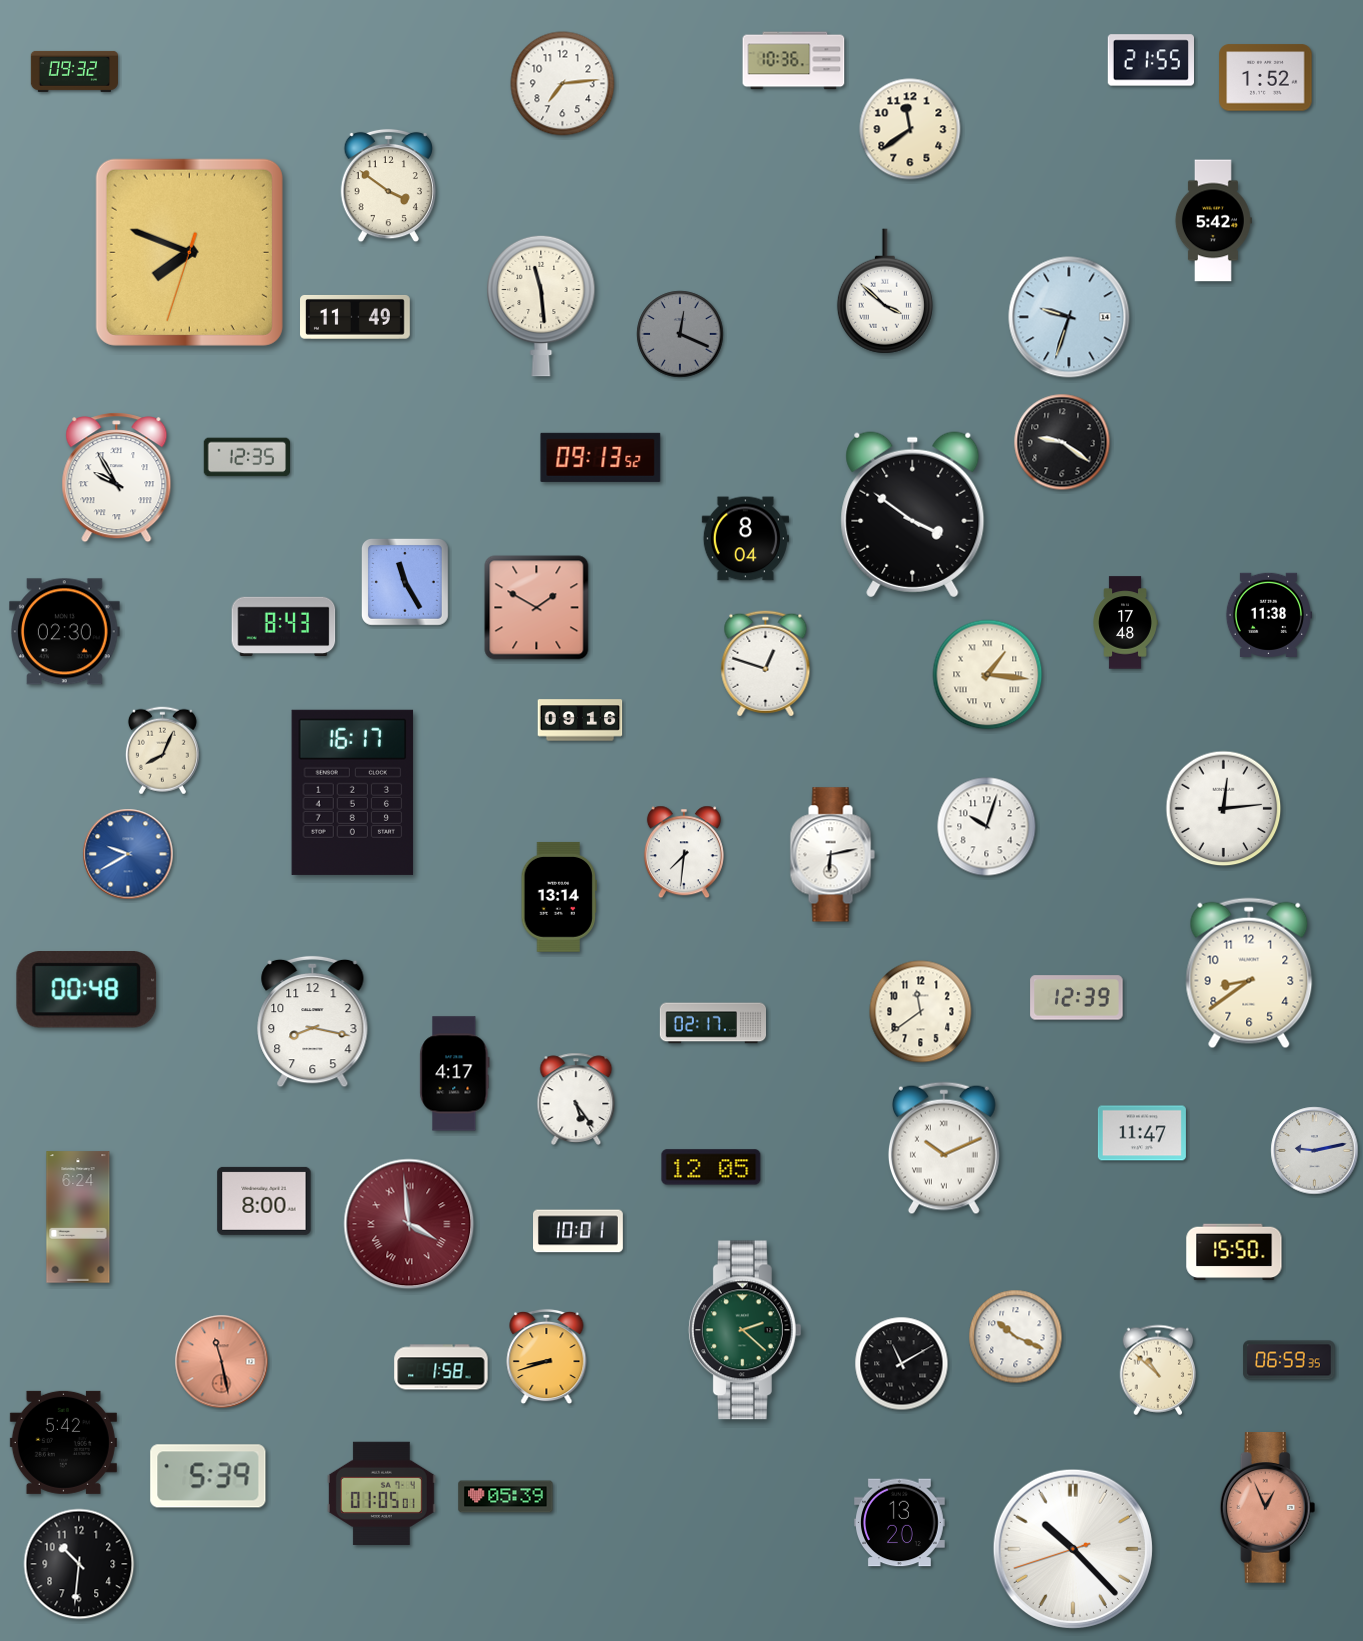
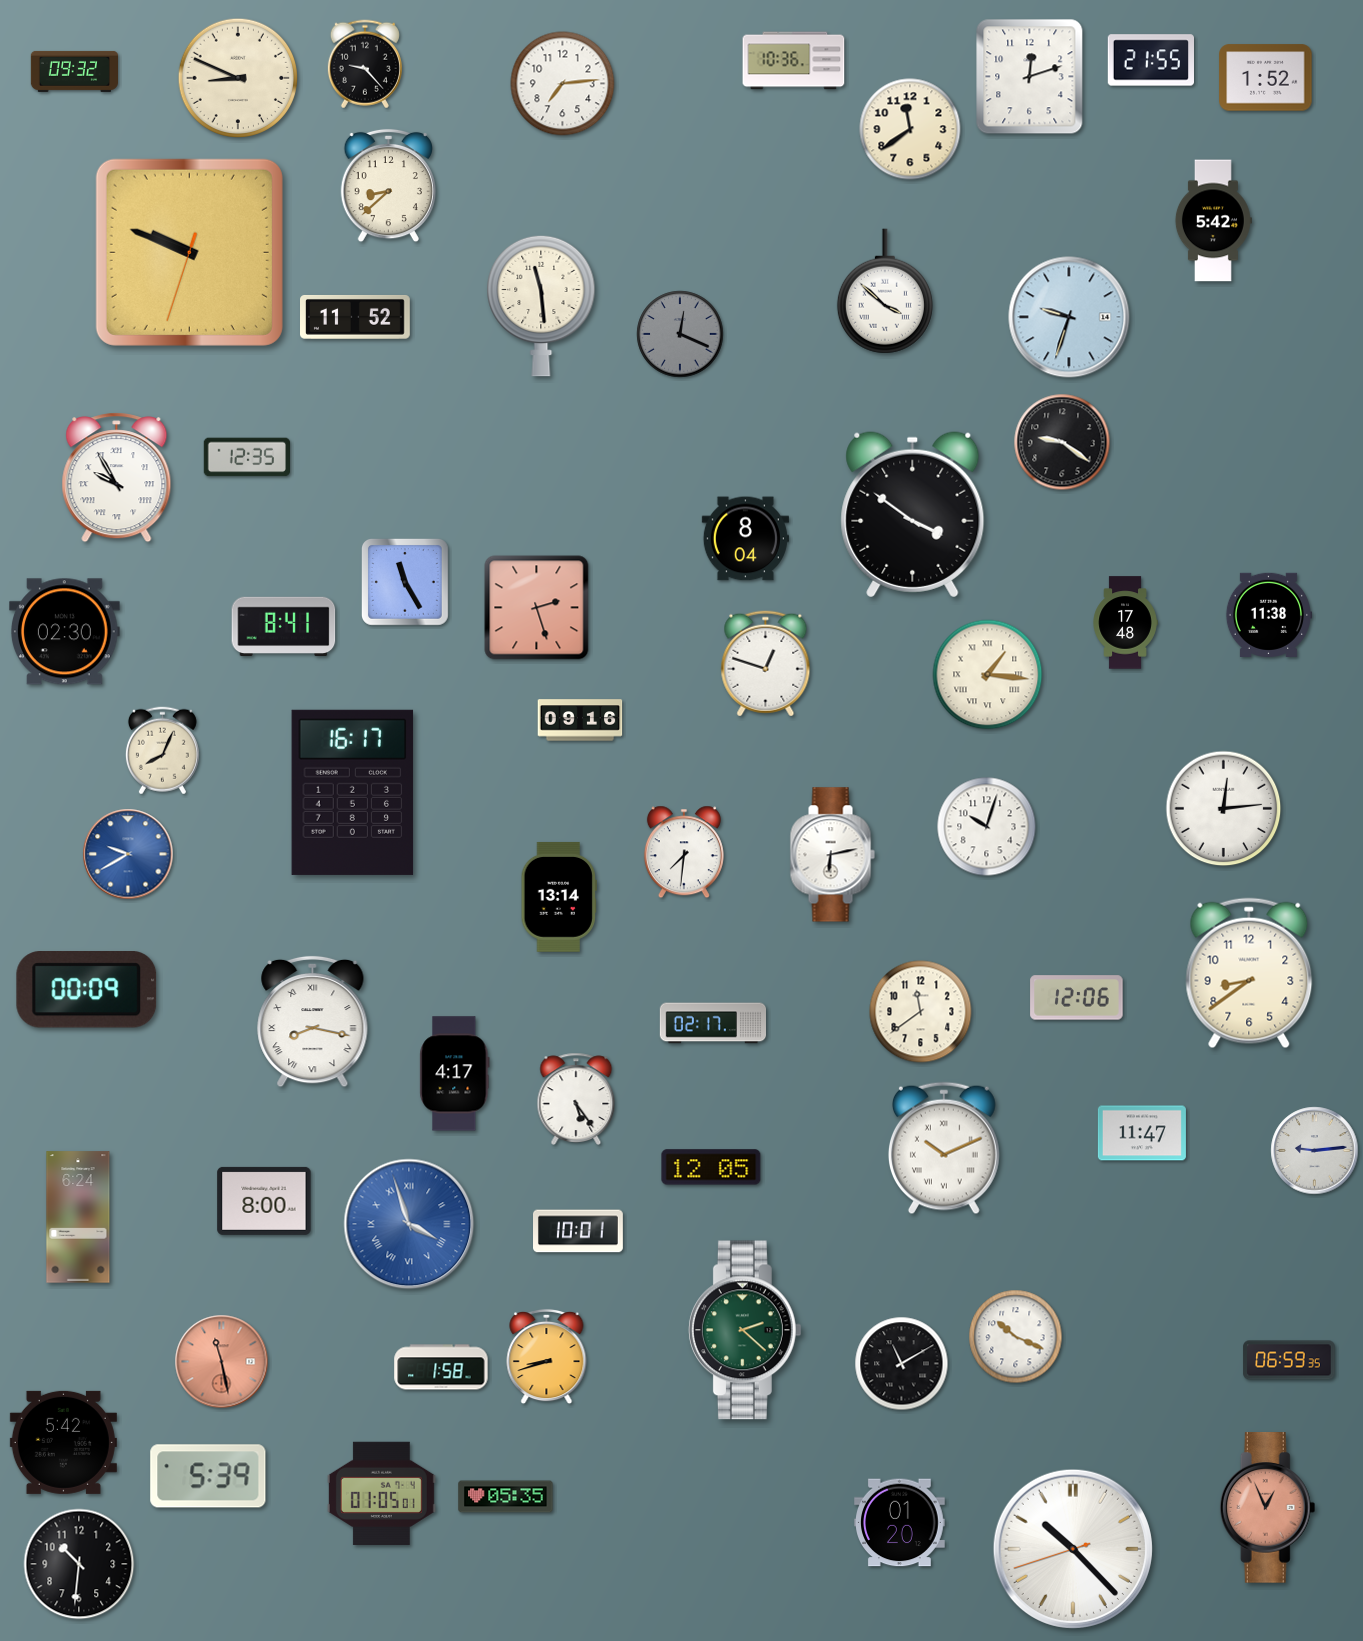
clock at (365, 64): none -> 9:23
clock at (1030, 77): none -> 12:12
clock at (238, 78): none -> 8:49
clock at (388, 186): 3:51 -> 8:38
clock at (189, 252): 7:48 -> 9:48
clock at (356, 317): 11:49 -> 11:52
clock at (601, 457): 09:13 -> none
clock at (537, 608): 1:50 -> 2:27
clock at (284, 627): 8:43 -> 8:41
clock at (87, 990): 00:48 -> 00:09
clock at (1077, 998): 12:39 -> 12:06
clock at (313, 1022) numerals: Arabic -> Roman
clock at (1315, 1151): 9:13 -> 9:14
clock at (409, 1224): 3:59 -> 3:57
clock at (409, 1224) dial: burgundy -> blue
clock at (1234, 1252): 15:50 -> none
clock at (1158, 1370): 10:52 -> none
clock at (506, 1497): 05:39 -> 05:35
clock at (900, 1523): 13:20 -> 01:20
